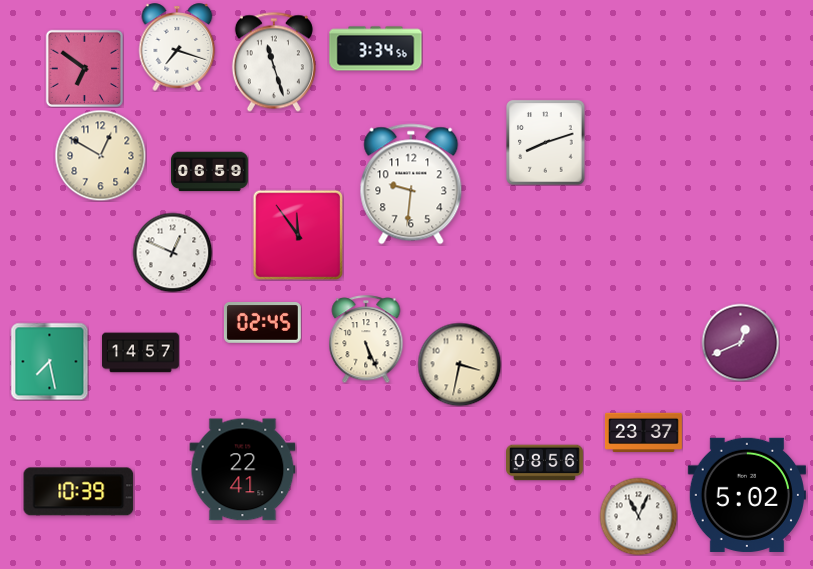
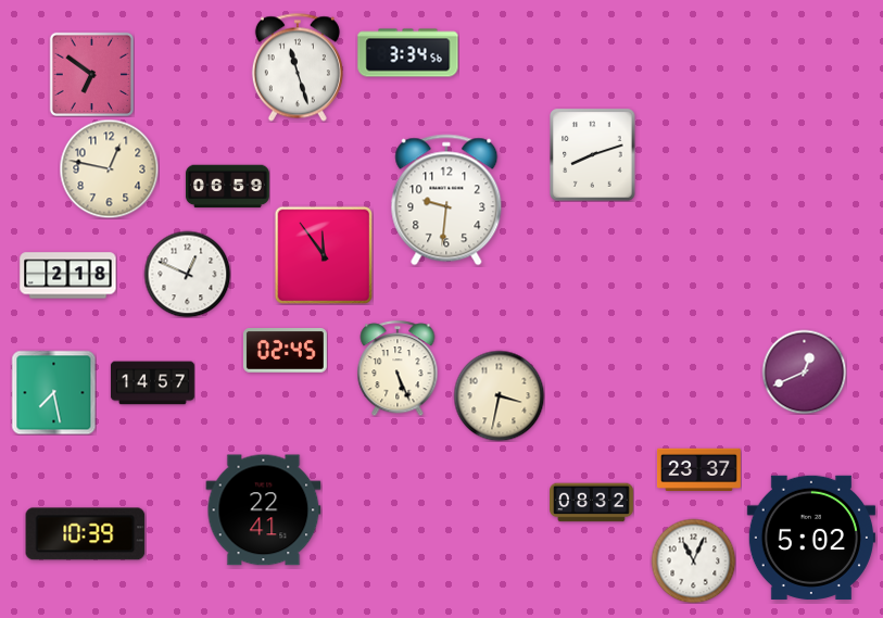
clock at (177, 47): 7:18 -> none
clock at (100, 155): 12:50 -> 12:47
clock at (68, 276): none -> 2:18
clock at (545, 463): 08:56 -> 08:32
